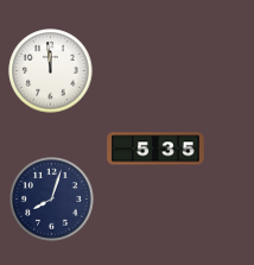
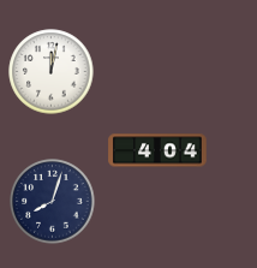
clock at (51, 71): 11:59 -> 12:02
clock at (155, 149): 5:35 -> 4:04
